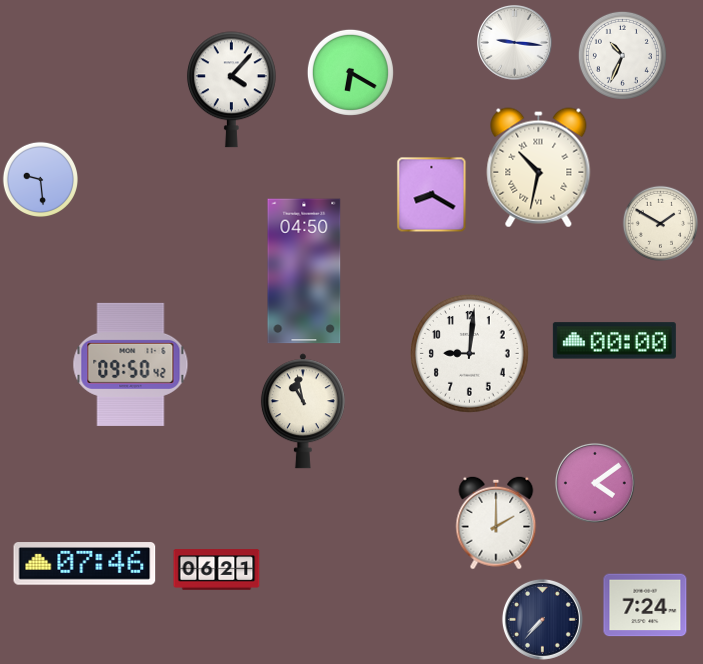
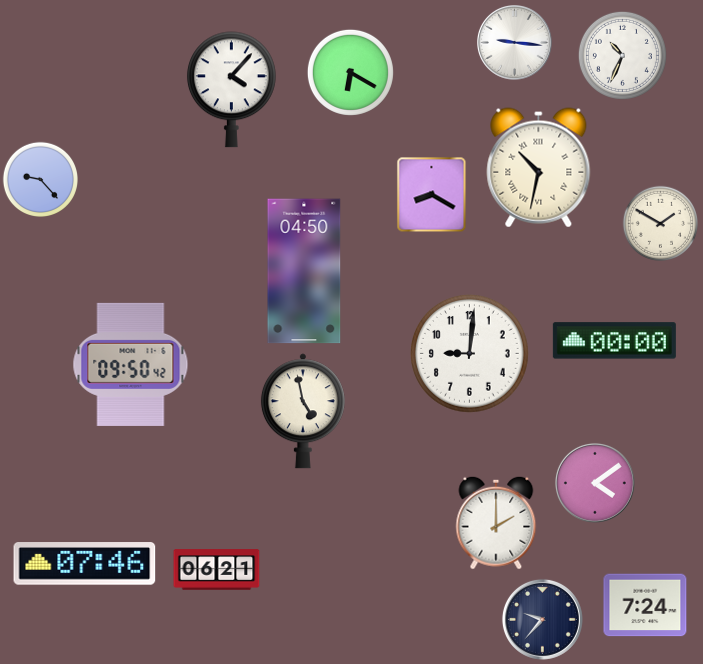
clock at (40, 179): 9:29 -> 9:23
clock at (303, 411): 10:58 -> 4:58
clock at (542, 619): 7:37 -> 9:37
